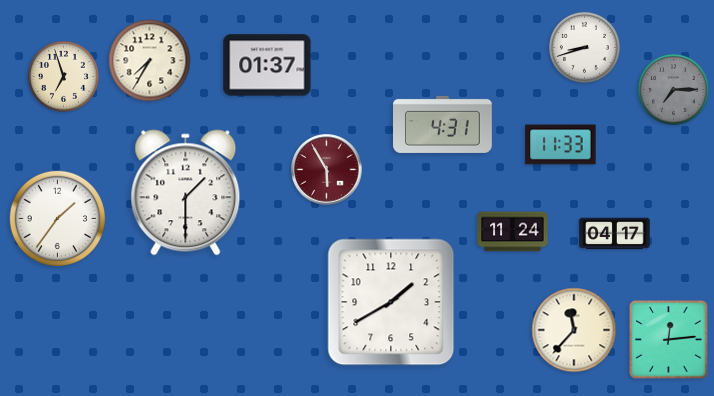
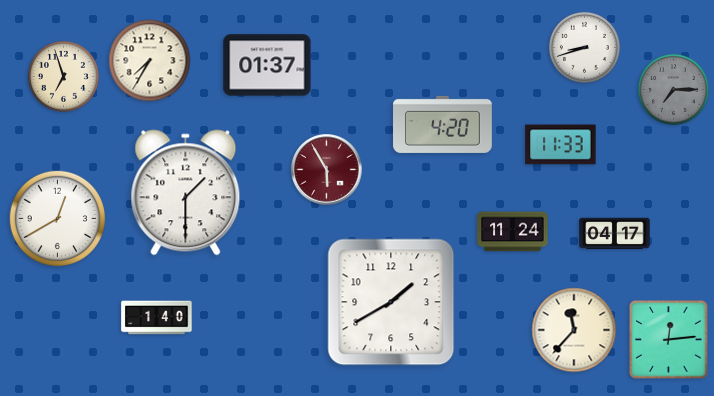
clock at (443, 124): 4:31 -> 4:20
clock at (57, 218): 1:36 -> 12:40
clock at (157, 318): none -> 1:40
